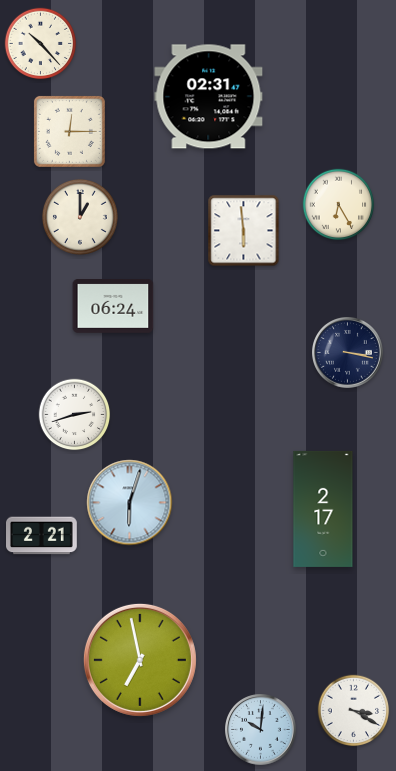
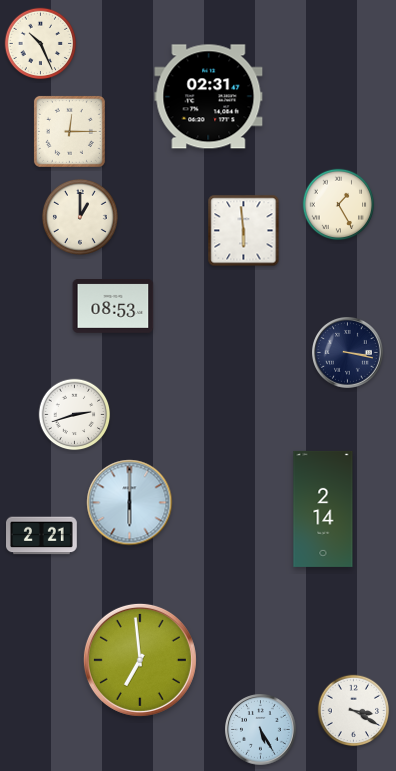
clock at (41, 44): 10:23 -> 10:26
clock at (339, 205): 6:25 -> 1:25
clock at (113, 307): 06:24 -> 08:53
clock at (130, 503): 6:03 -> 6:00
clock at (323, 509): 2:17 -> 2:14
clock at (140, 660): 6:58 -> 6:59
clock at (261, 730): 10:01 -> 5:25
